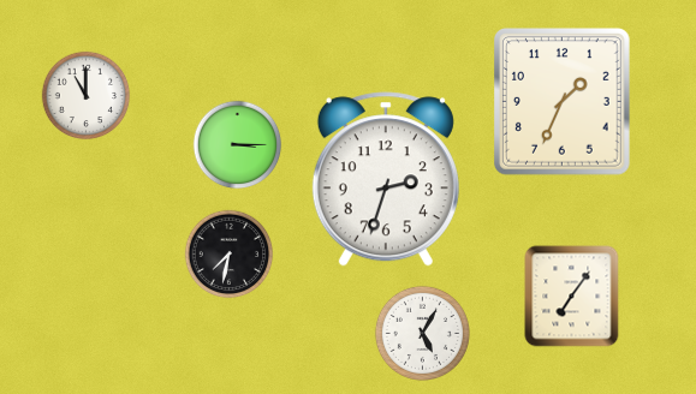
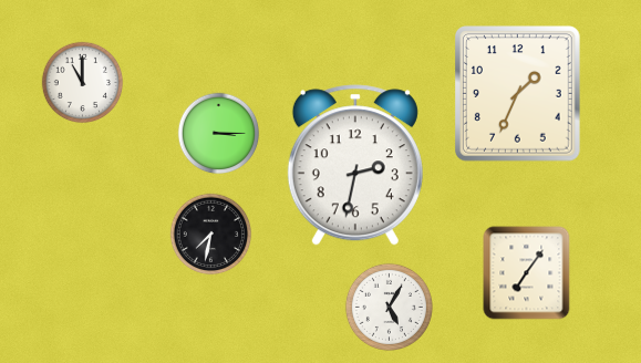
clock at (87, 96) position: (87, 96) -> (83, 83)
clock at (386, 179): 2:33 -> 2:32
